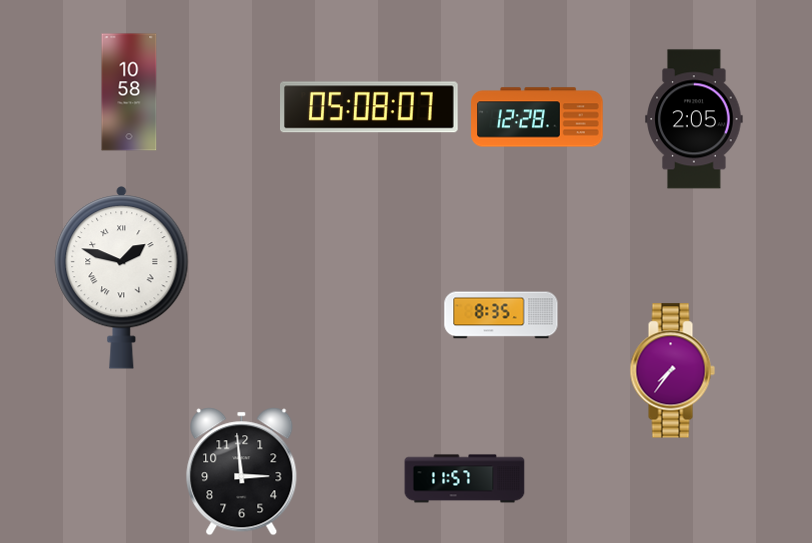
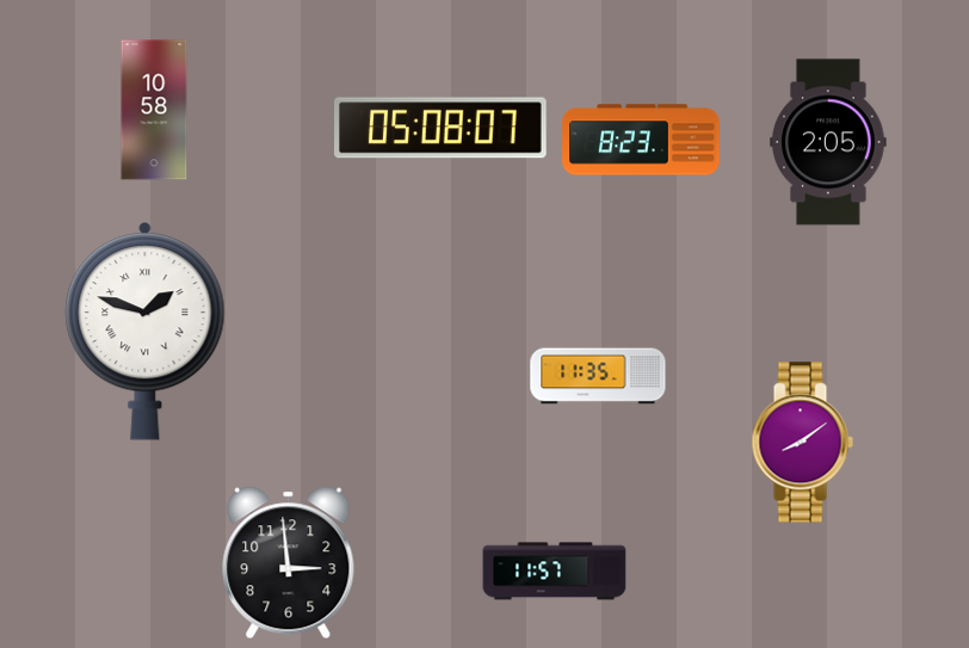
clock at (537, 117): 12:28 -> 8:23
clock at (501, 315): 8:35 -> 11:35
clock at (672, 371): 7:36 -> 8:09
